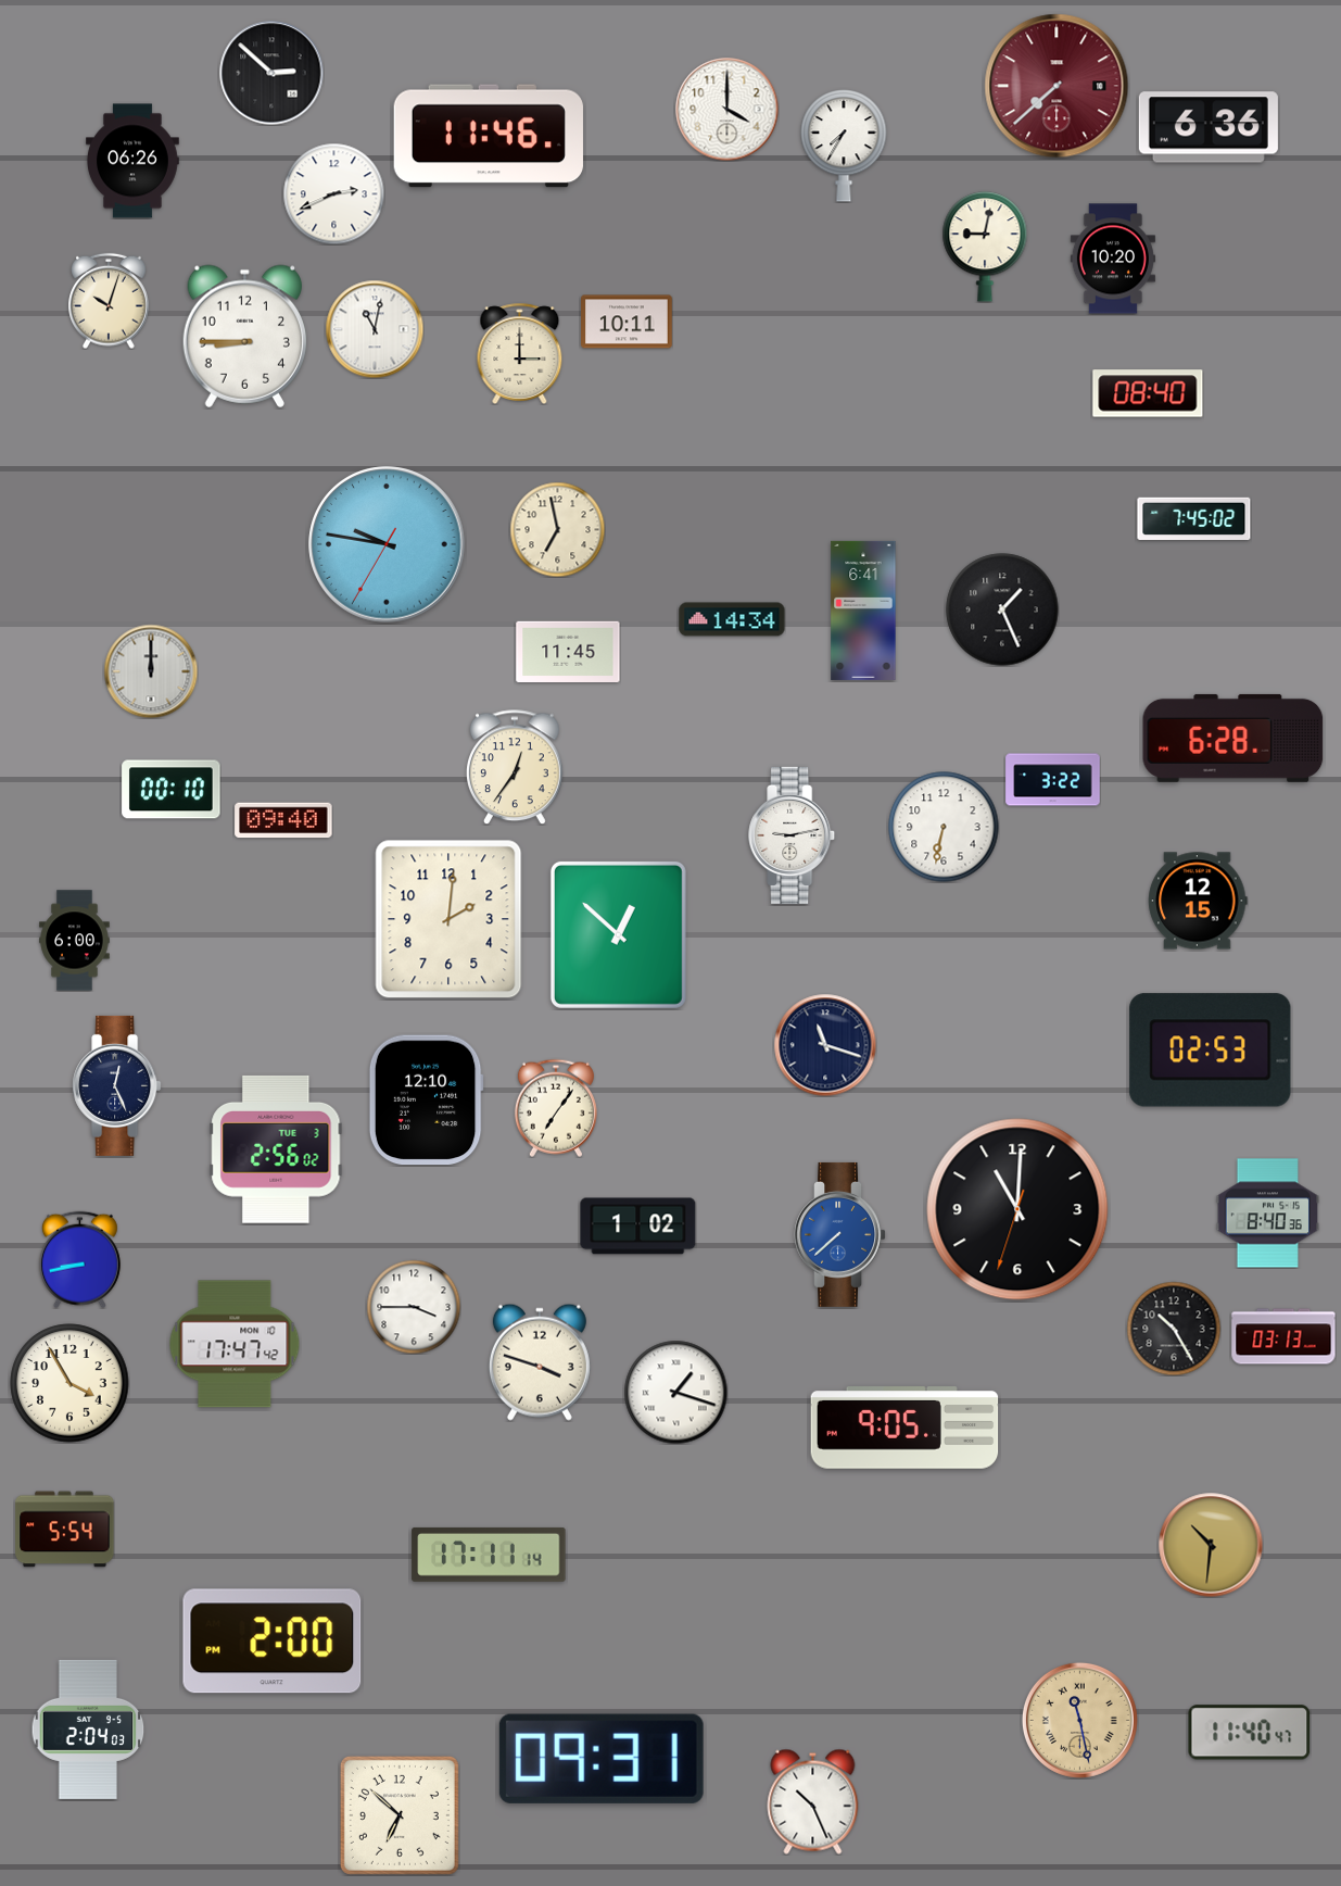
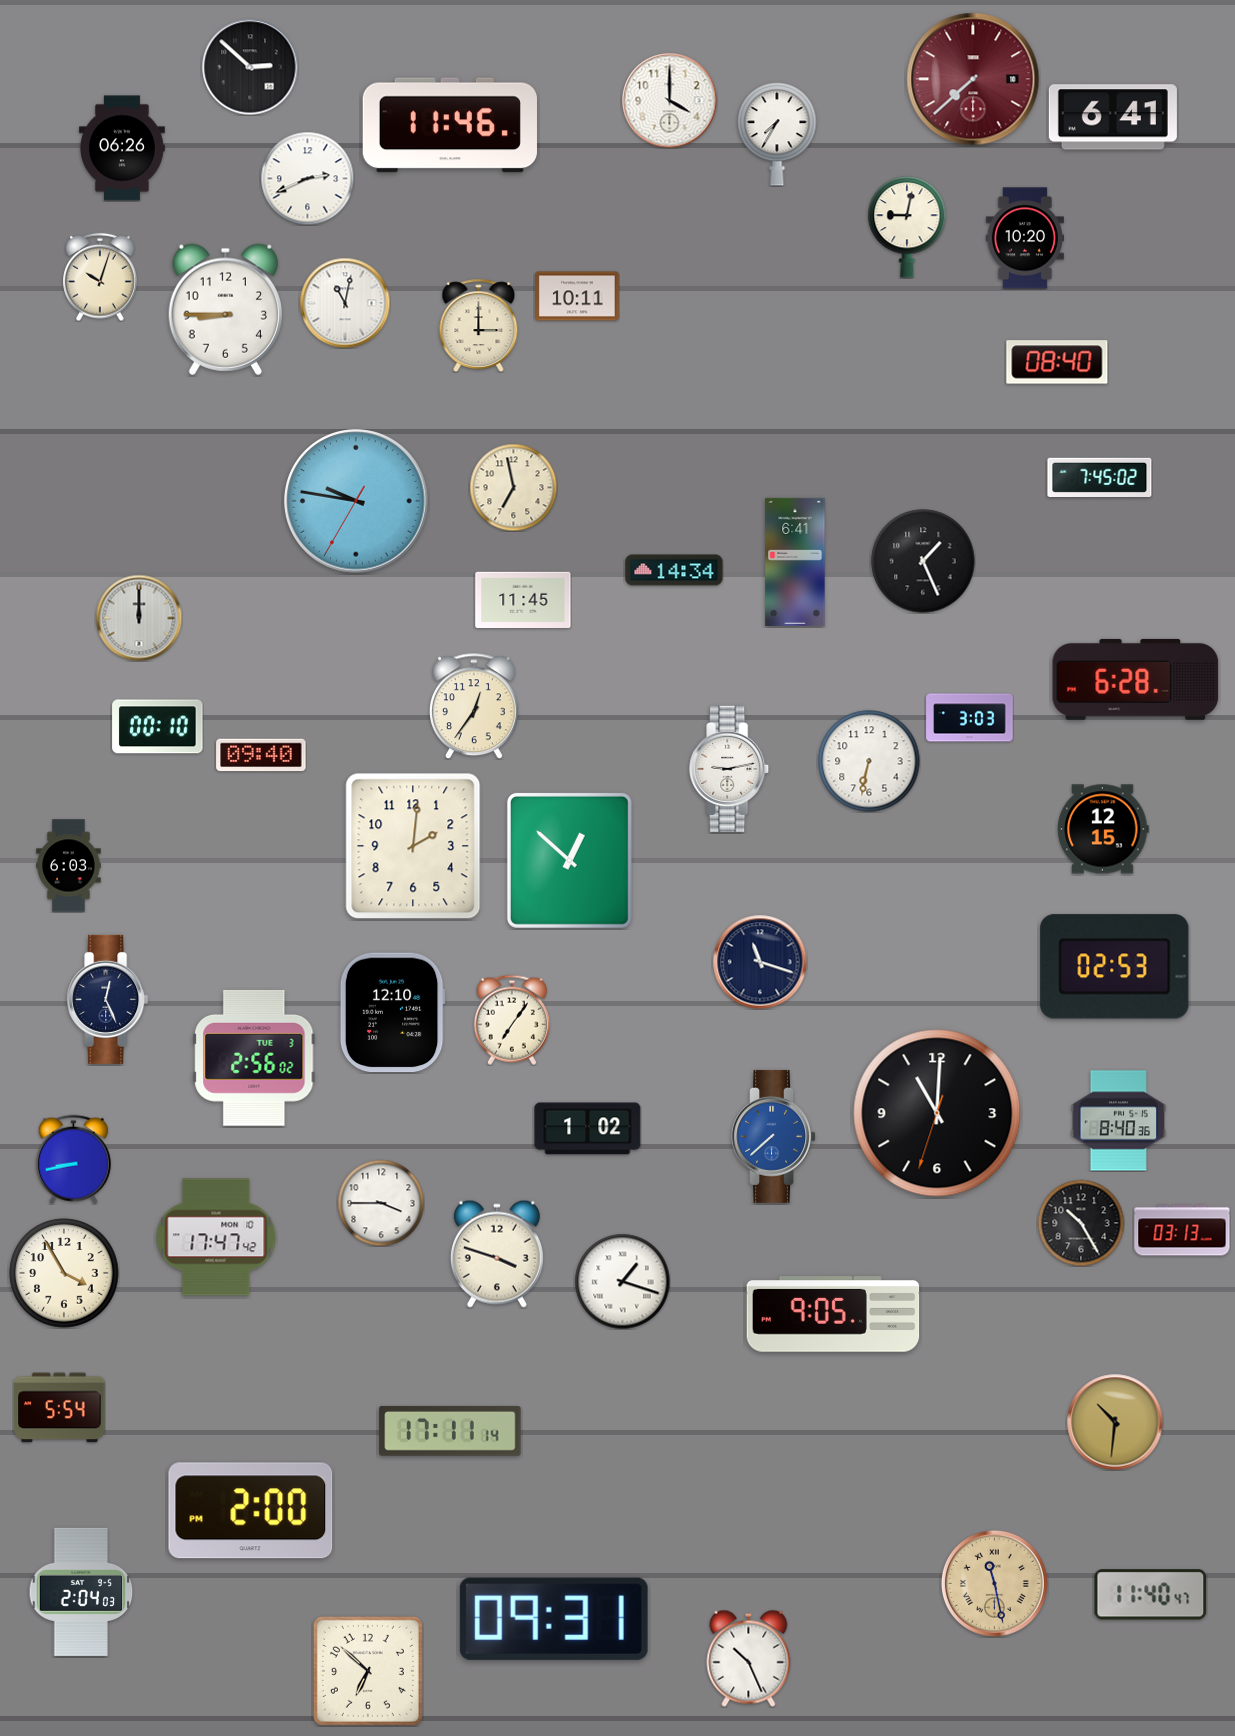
clock at (1209, 127): 6:36 -> 6:41
clock at (1053, 780): 3:22 -> 3:03
clock at (75, 941): 6:00 -> 6:03
clock at (1268, 1214) position: (1268, 1214) -> (1119, 1121)
